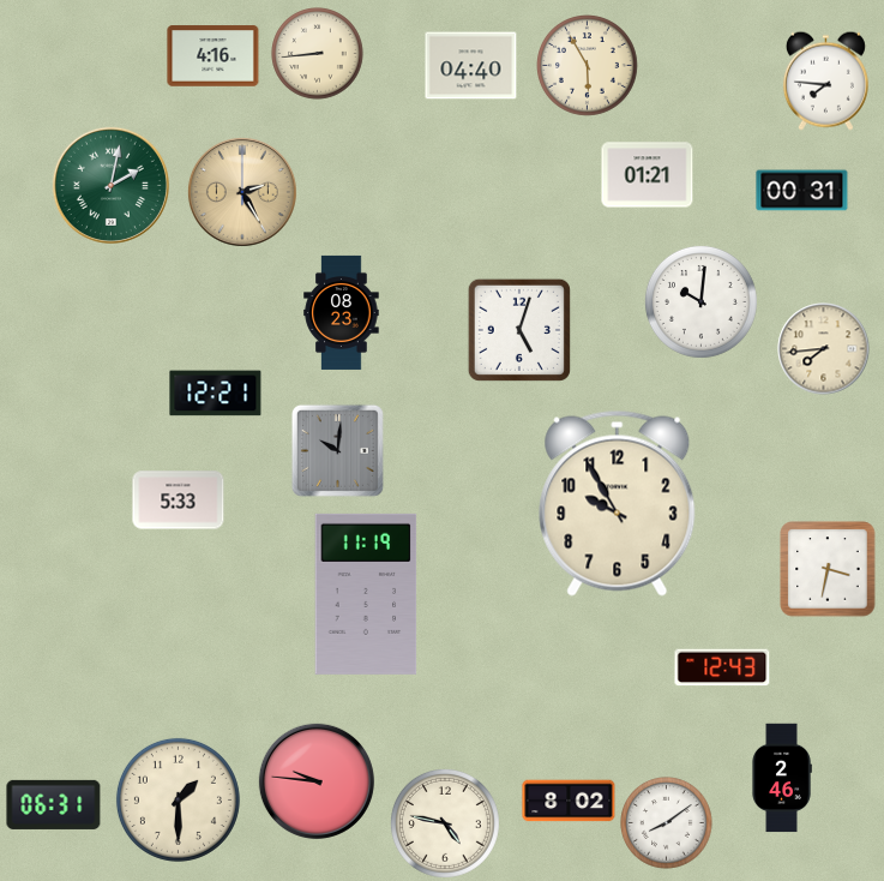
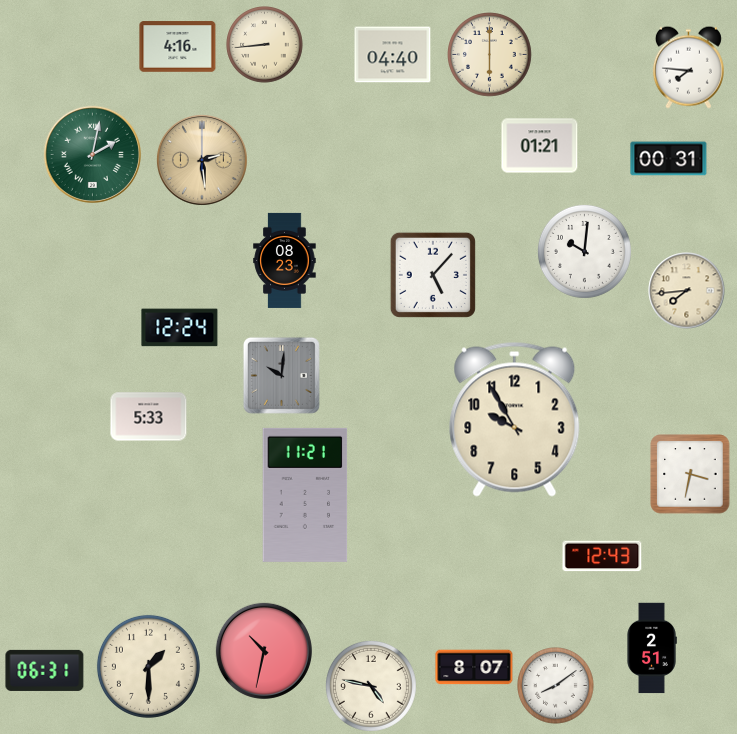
clock at (588, 66): 5:55 -> 6:00
clock at (242, 192): 2:25 -> 2:29
clock at (519, 330): 5:03 -> 5:07
clock at (216, 394): 12:21 -> 12:24
clock at (366, 594): 11:19 -> 11:21
clock at (782, 778): 2:46 -> 2:51
clock at (317, 781): 9:46 -> 10:32
clock at (569, 801): 8:02 -> 8:07
